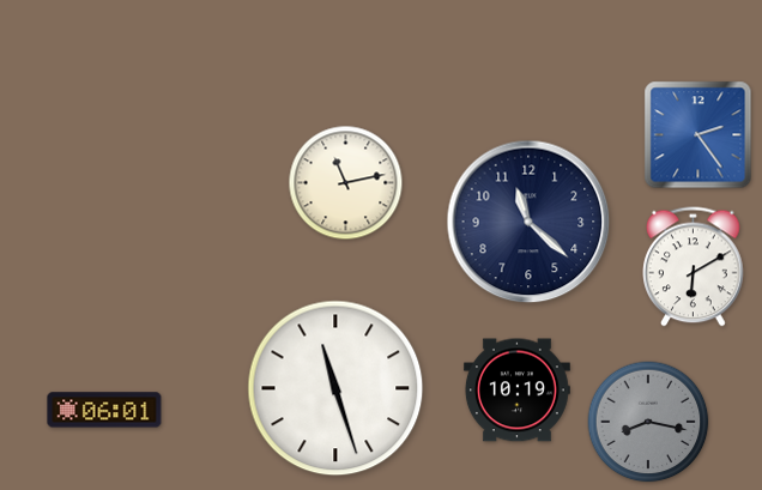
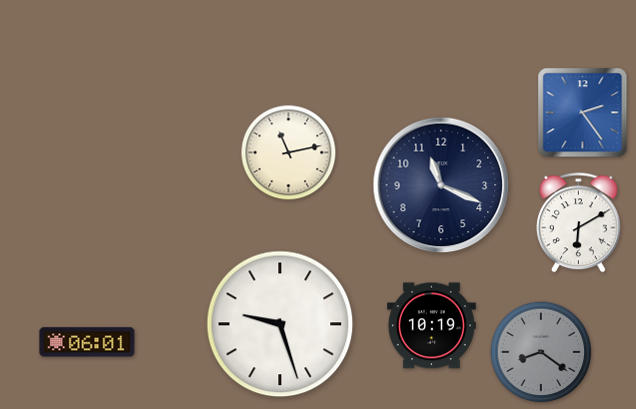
clock at (528, 222): 11:22 -> 11:19
clock at (335, 388): 11:27 -> 9:27
clock at (648, 422): 8:17 -> 8:21
